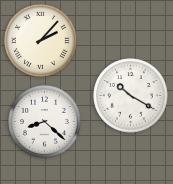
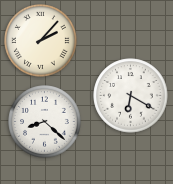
clock at (131, 96): 10:20 -> 6:20
